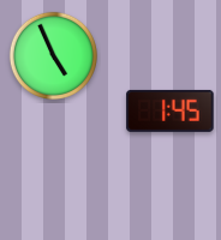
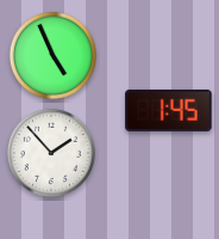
clock at (51, 153): none -> 1:53
